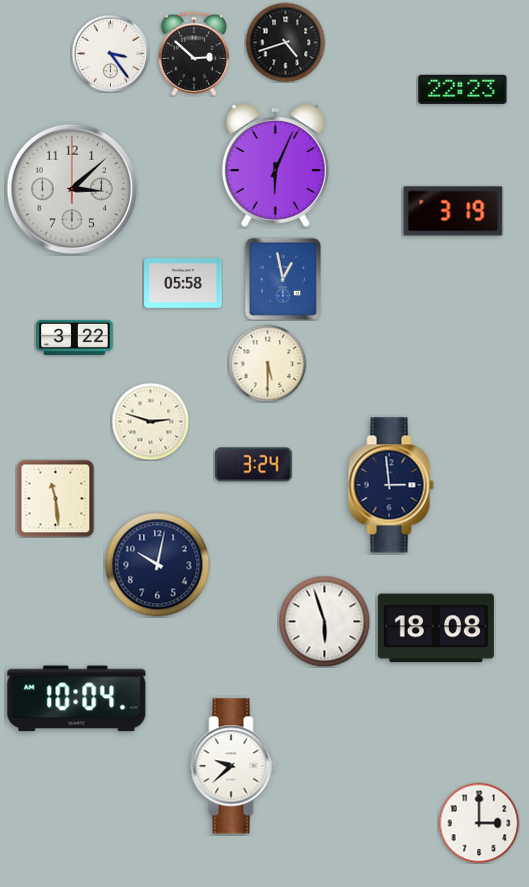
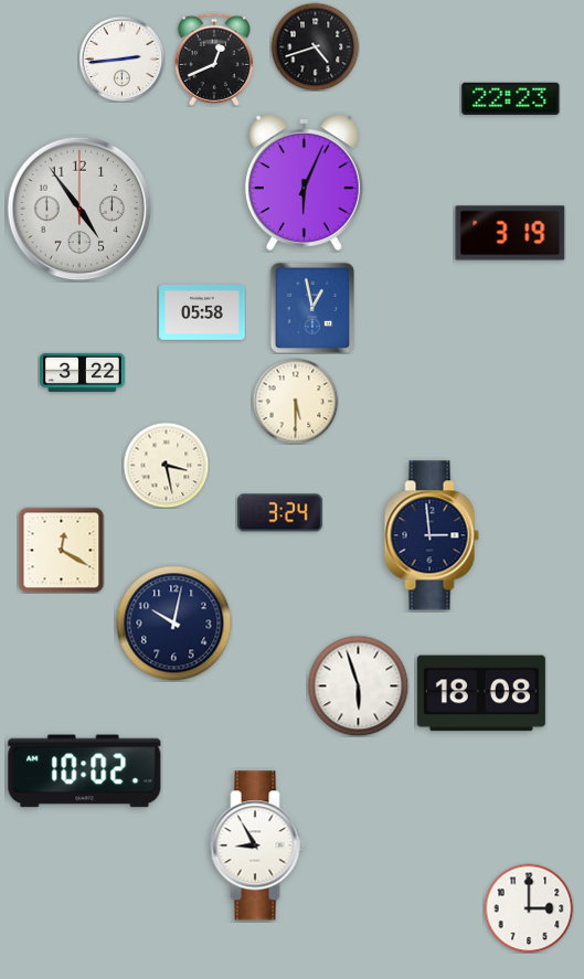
clock at (110, 53): 3:24 -> 2:44
clock at (193, 54): 2:52 -> 12:41
clock at (72, 189): 3:08 -> 4:54
clock at (453, 211) position: (453, 211) -> (510, 233)
clock at (150, 421): 2:48 -> 3:28
clock at (55, 498): 11:29 -> 12:20
clock at (77, 699): 10:04 -> 10:02
clock at (233, 766): 9:38 -> 8:55
